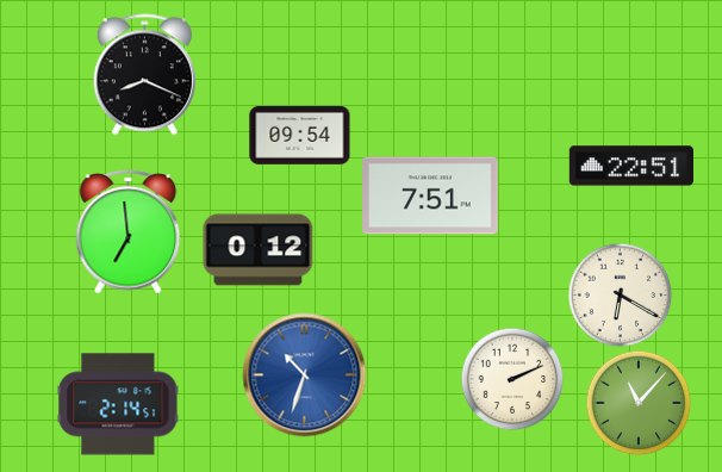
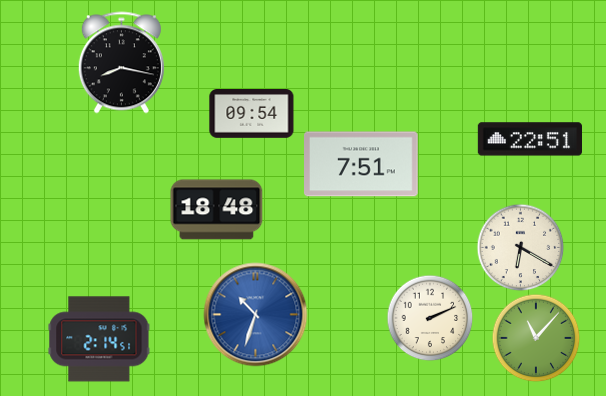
clock at (144, 75): 8:19 -> 8:17
clock at (129, 232): 6:59 -> none
clock at (259, 250): 0:12 -> 18:48
